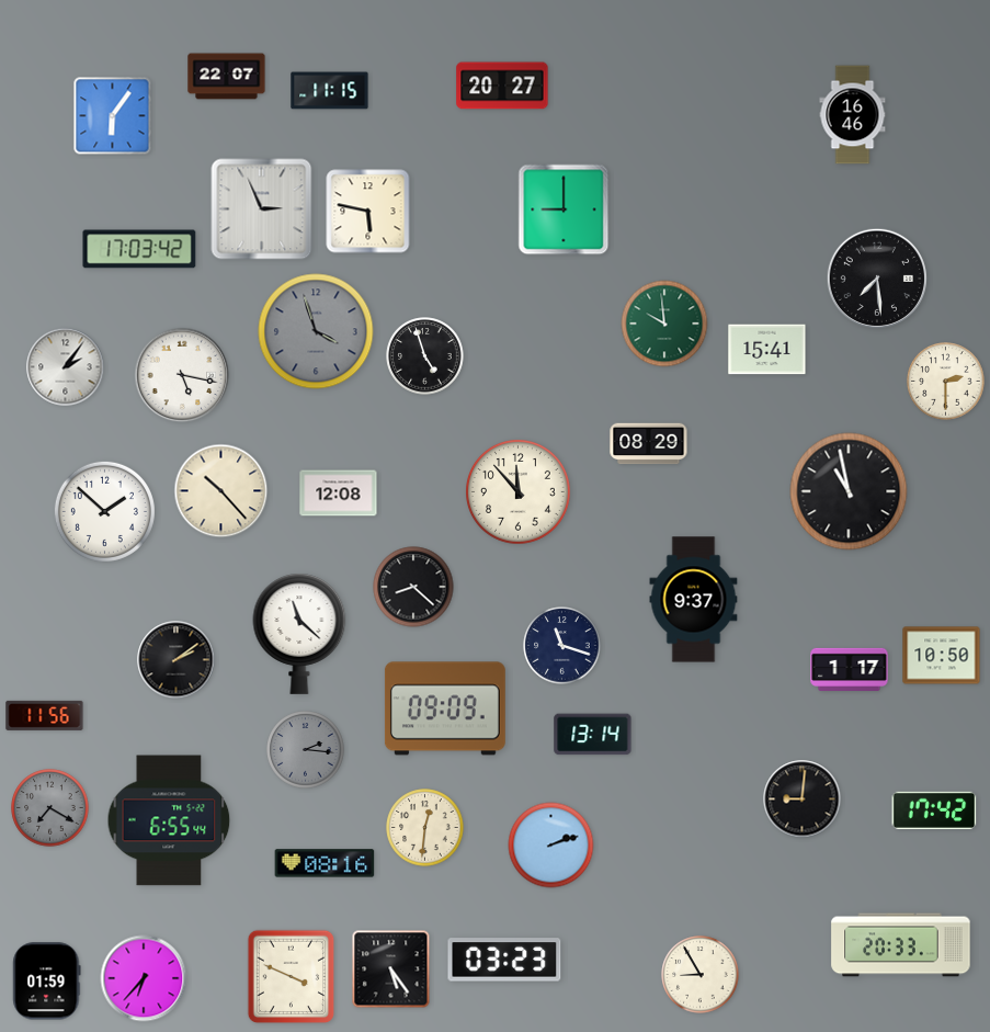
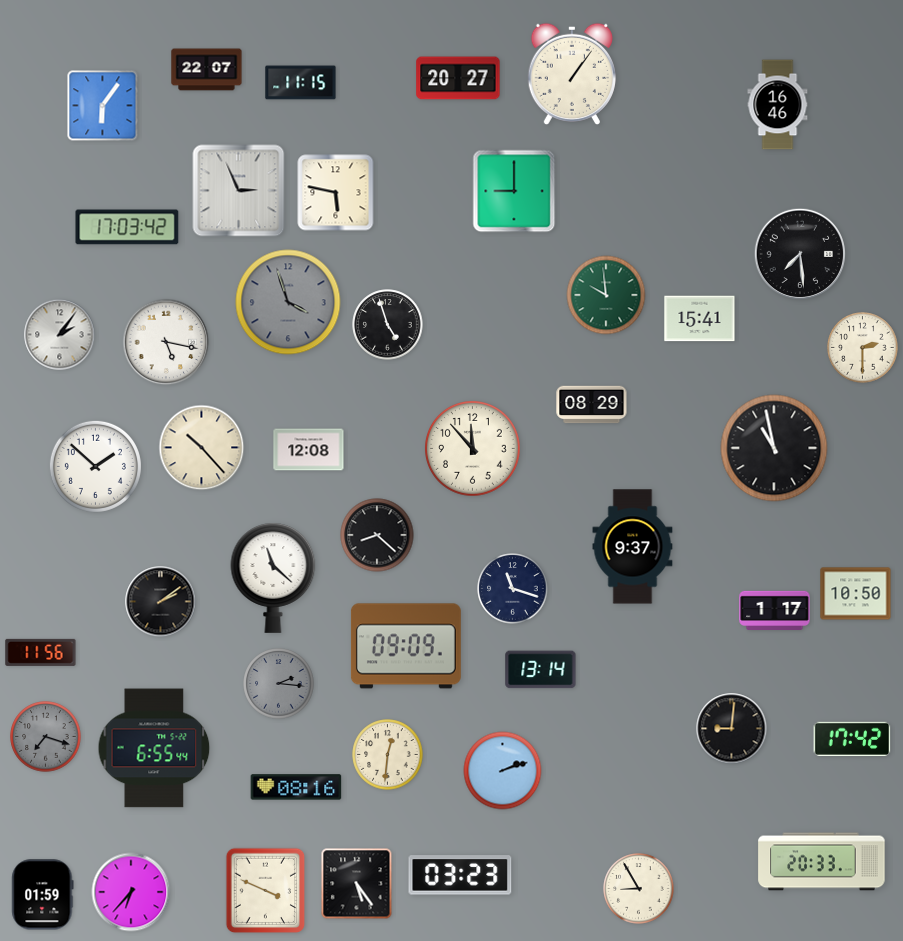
clock at (572, 73): none -> 1:06
clock at (942, 656) position: (942, 656) -> (856, 594)
clock at (50, 808): 7:20 -> 7:18
